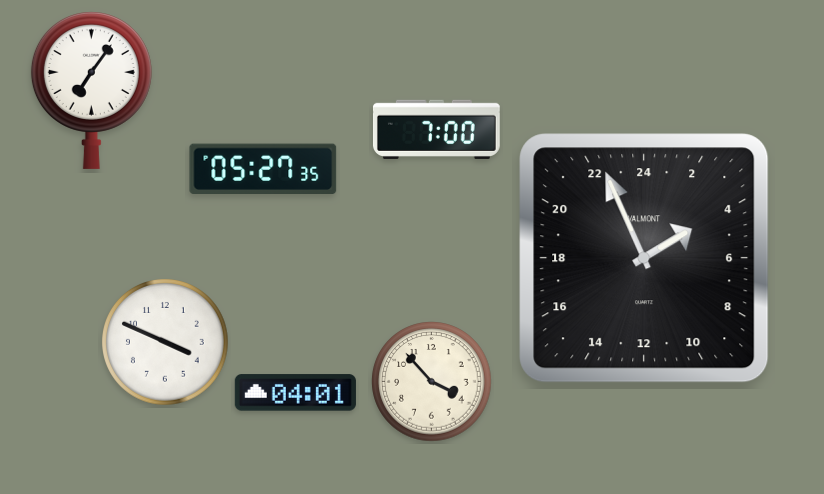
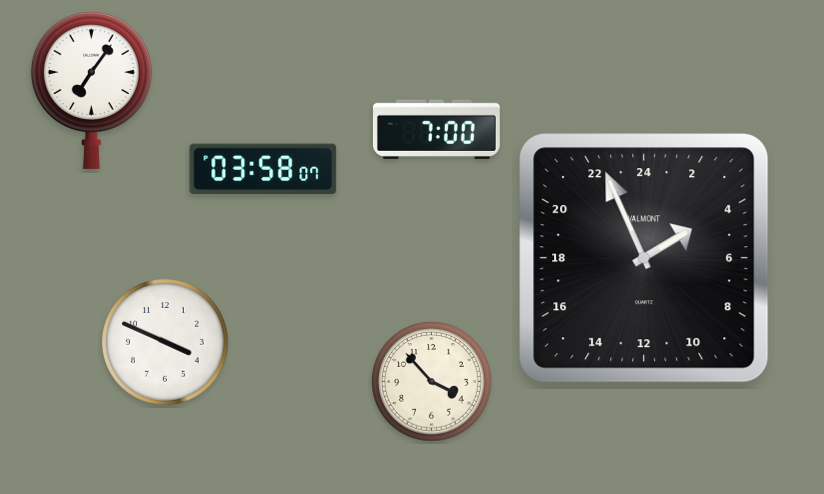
clock at (263, 168): 05:27 -> 03:58
clock at (295, 393): 04:01 -> none
